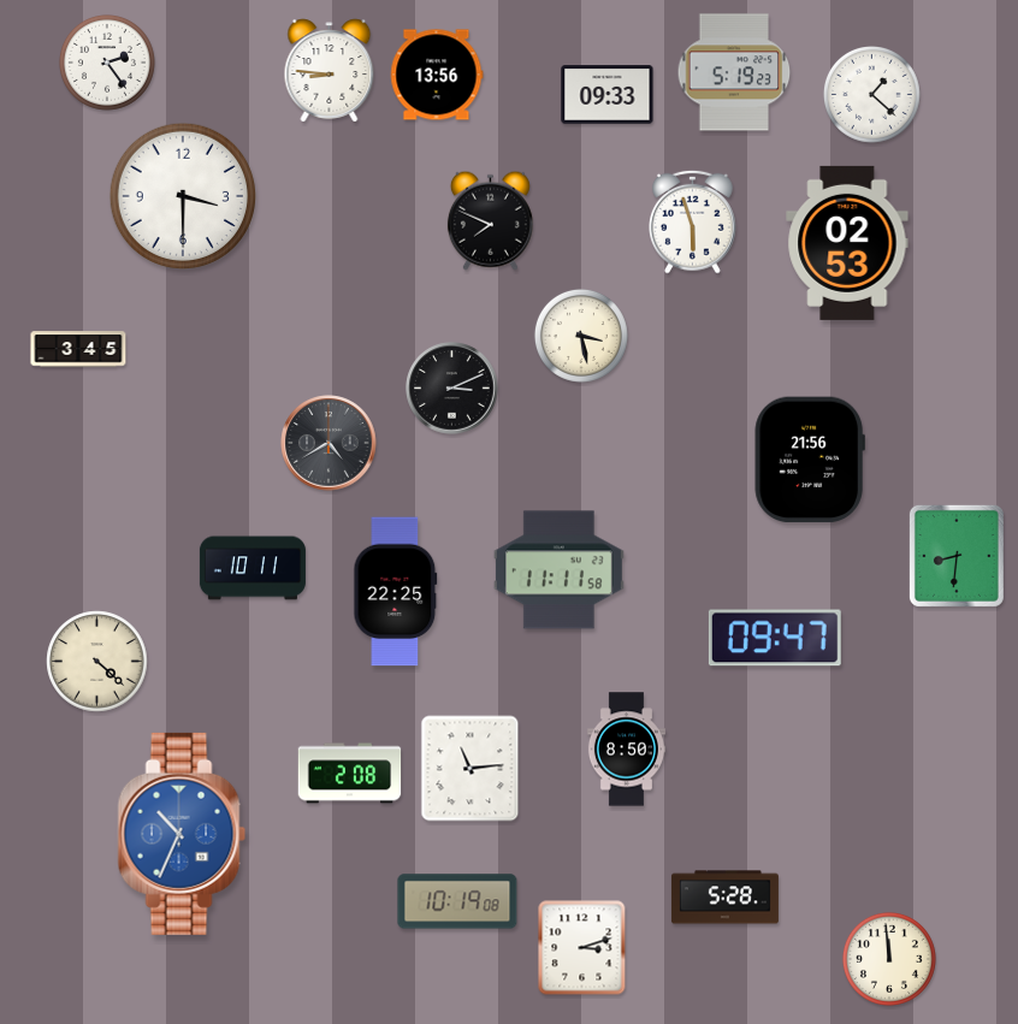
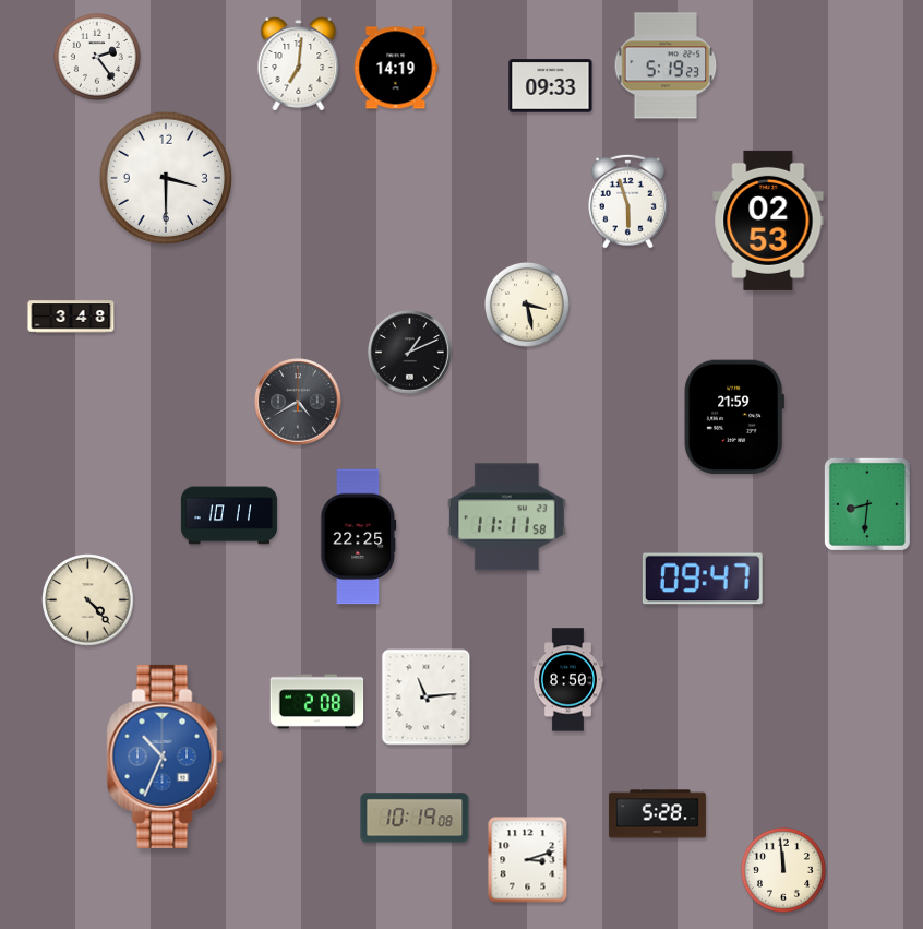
clock at (330, 71): 8:46 -> 7:01
clock at (437, 75): 13:56 -> 14:19
clock at (872, 95): 1:22 -> none
clock at (490, 220): 7:49 -> none
clock at (78, 349): 3:45 -> 3:48
clock at (452, 389): 3:11 -> 1:11
clock at (810, 460): 21:56 -> 21:59
clock at (97, 662): 4:22 -> 4:23
clock at (889, 959) position: (889, 959) -> (783, 870)
